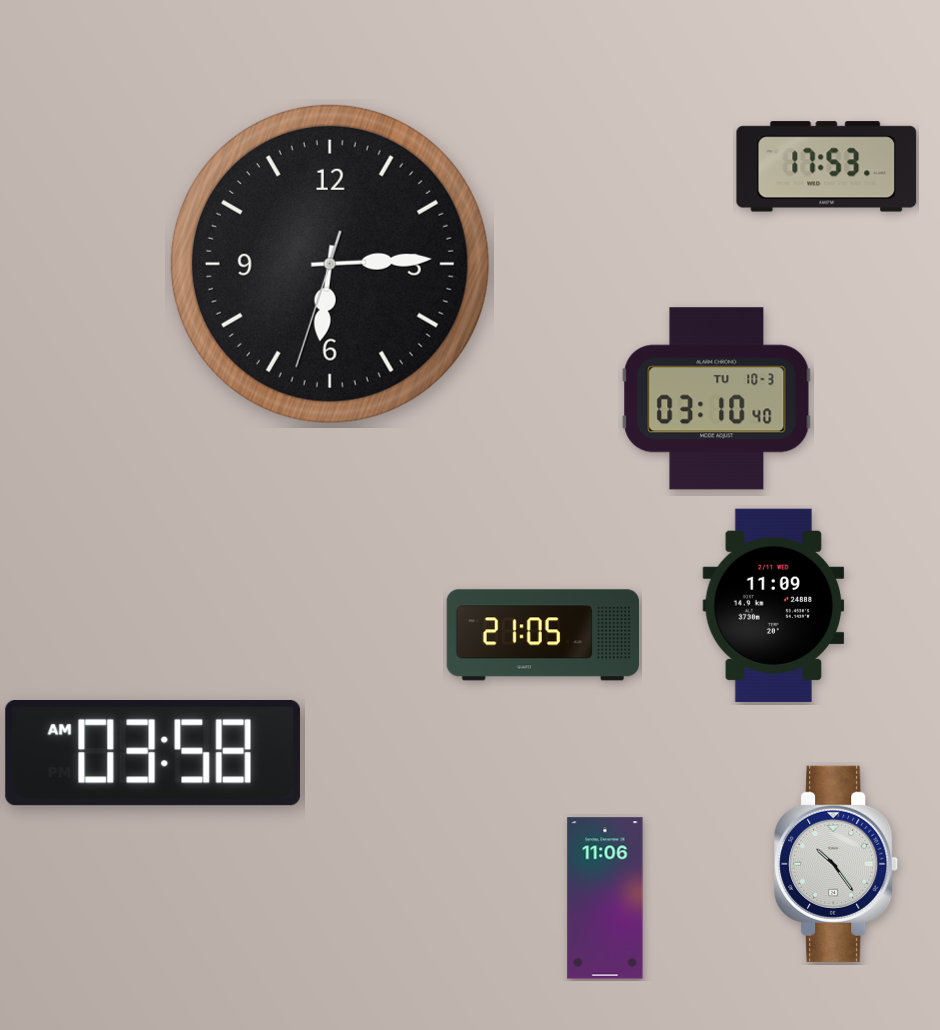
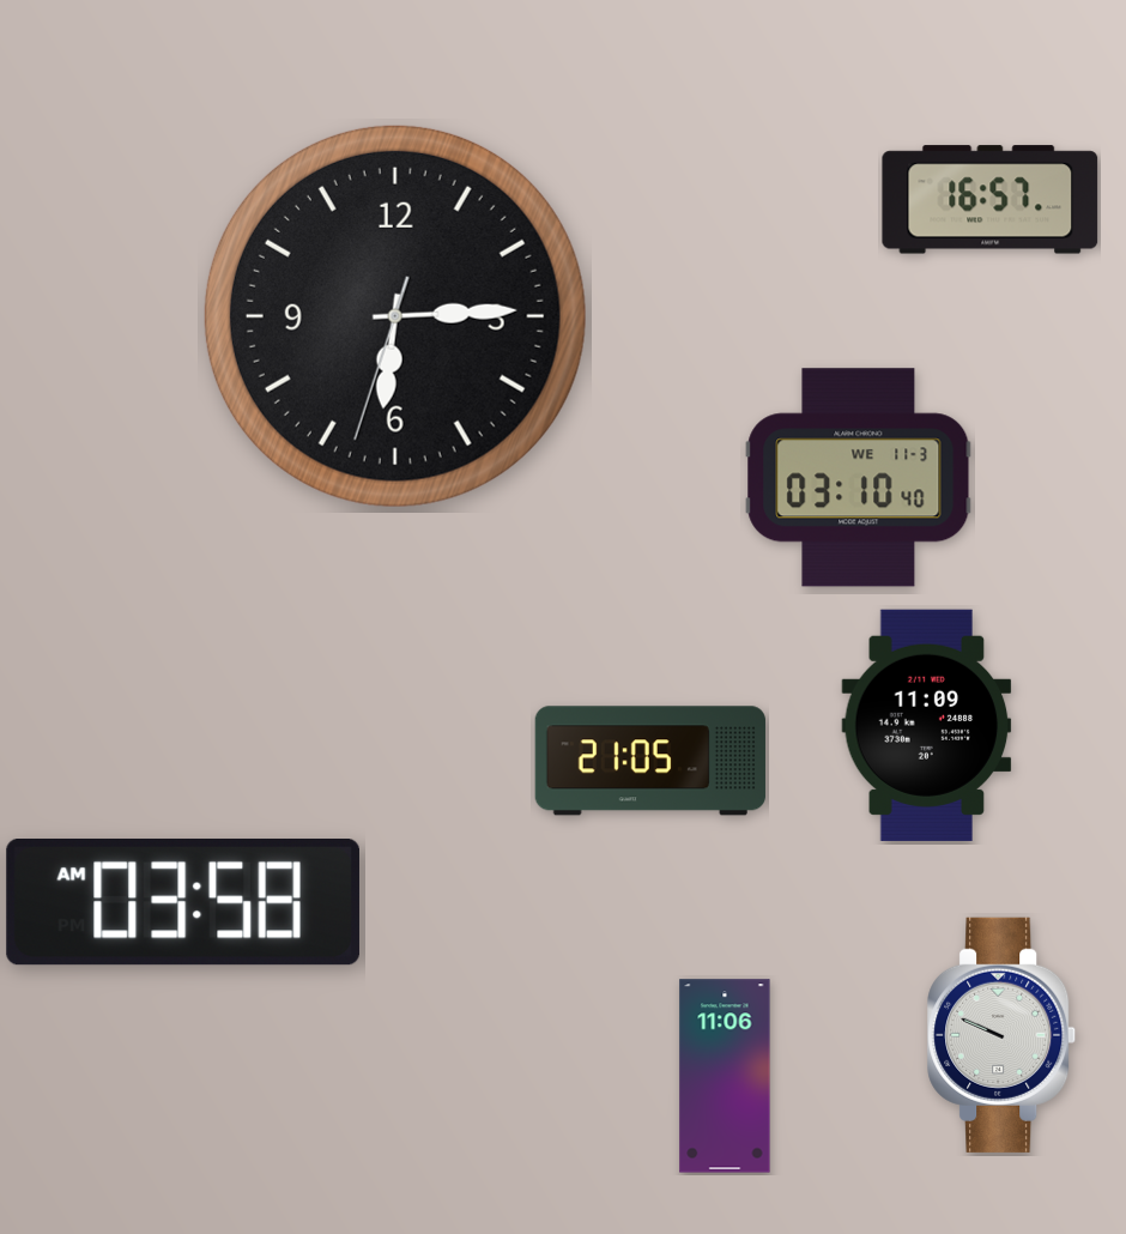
clock at (827, 167): 17:53 -> 16:57
clock at (717, 399) date: TU 10-3 -> WE 11-3
clock at (837, 864): 10:24 -> 9:49
